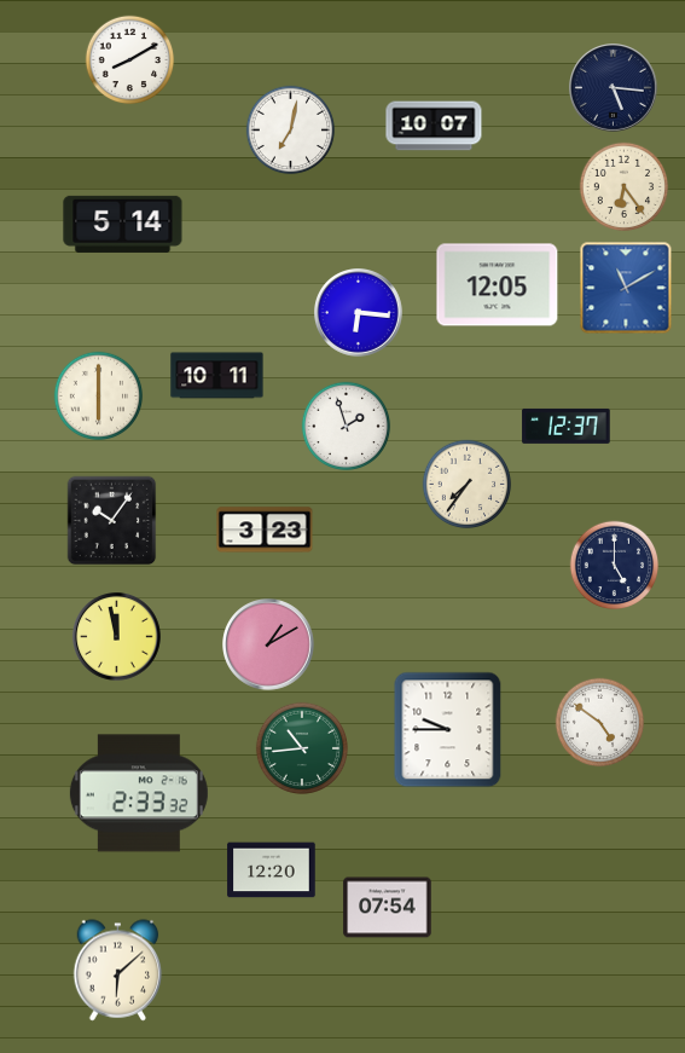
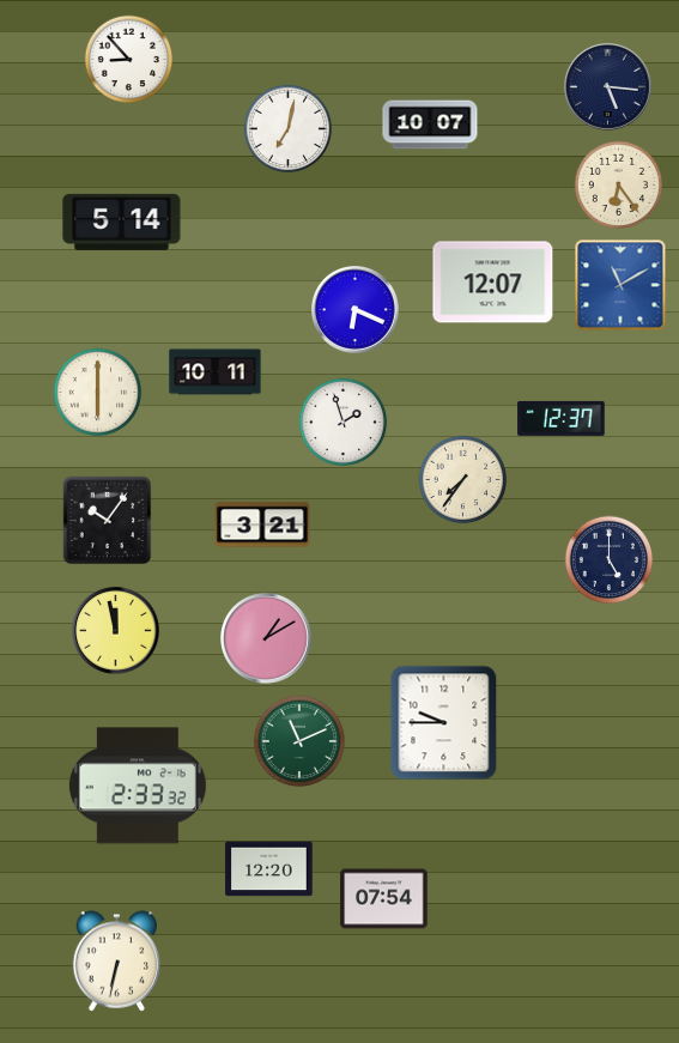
clock at (130, 60): 8:10 -> 8:53
clock at (498, 285): 12:05 -> 12:07
clock at (359, 313): 6:16 -> 6:19
clock at (567, 426) position: (567, 426) -> (562, 418)
clock at (112, 521) position: (112, 521) -> (108, 521)
clock at (265, 530): 3:23 -> 3:21
clock at (600, 723): 4:51 -> none
clock at (302, 748): 10:44 -> 11:11
clock at (272, 870) position: (272, 870) -> (269, 869)
clock at (118, 971): 6:08 -> 6:32
